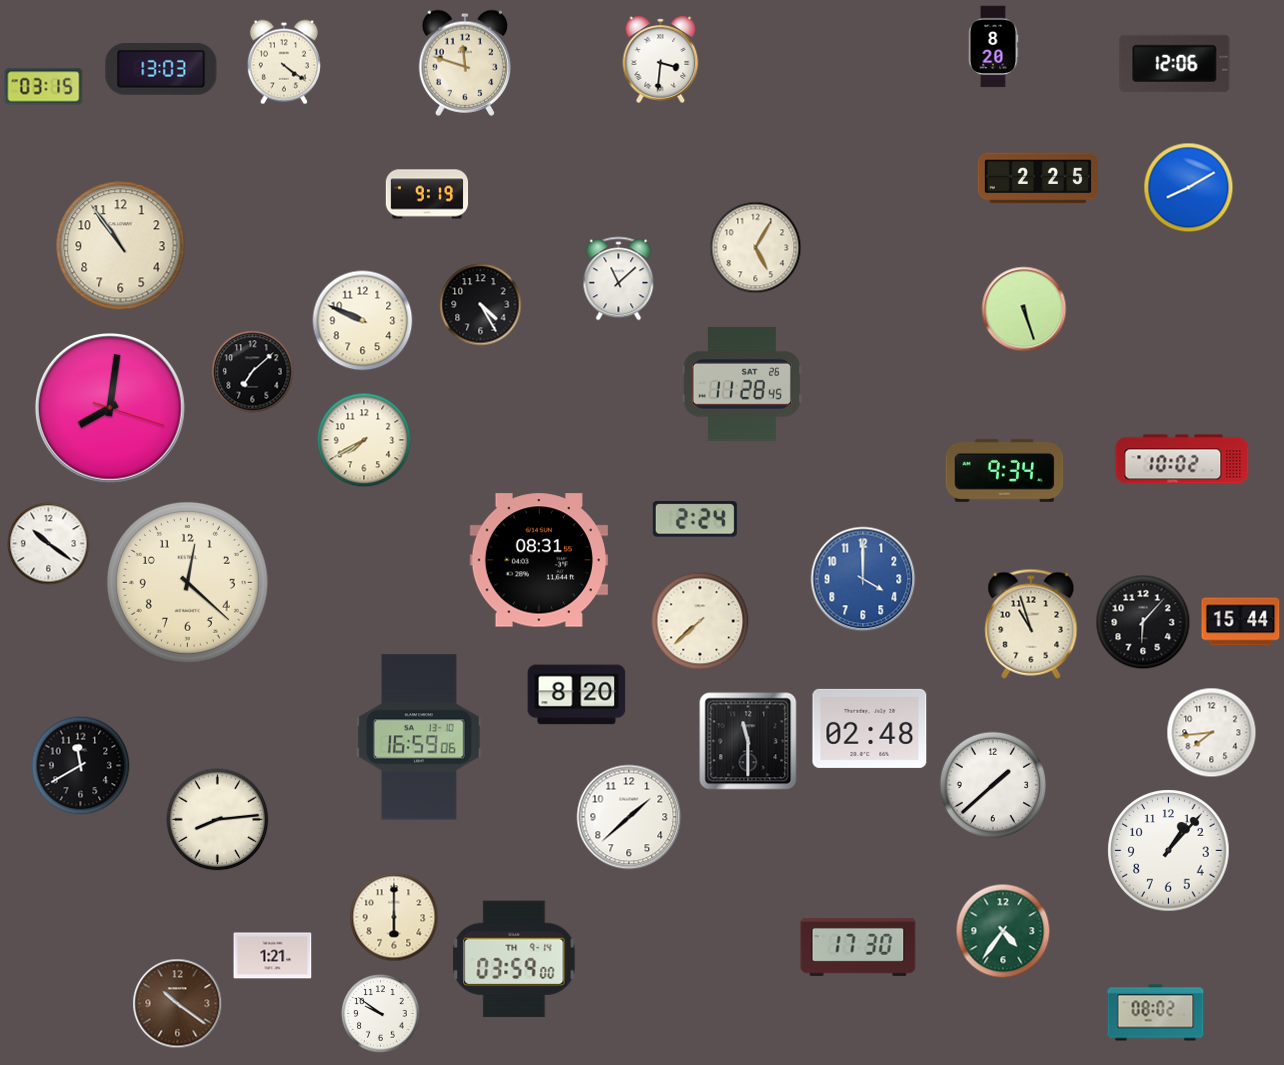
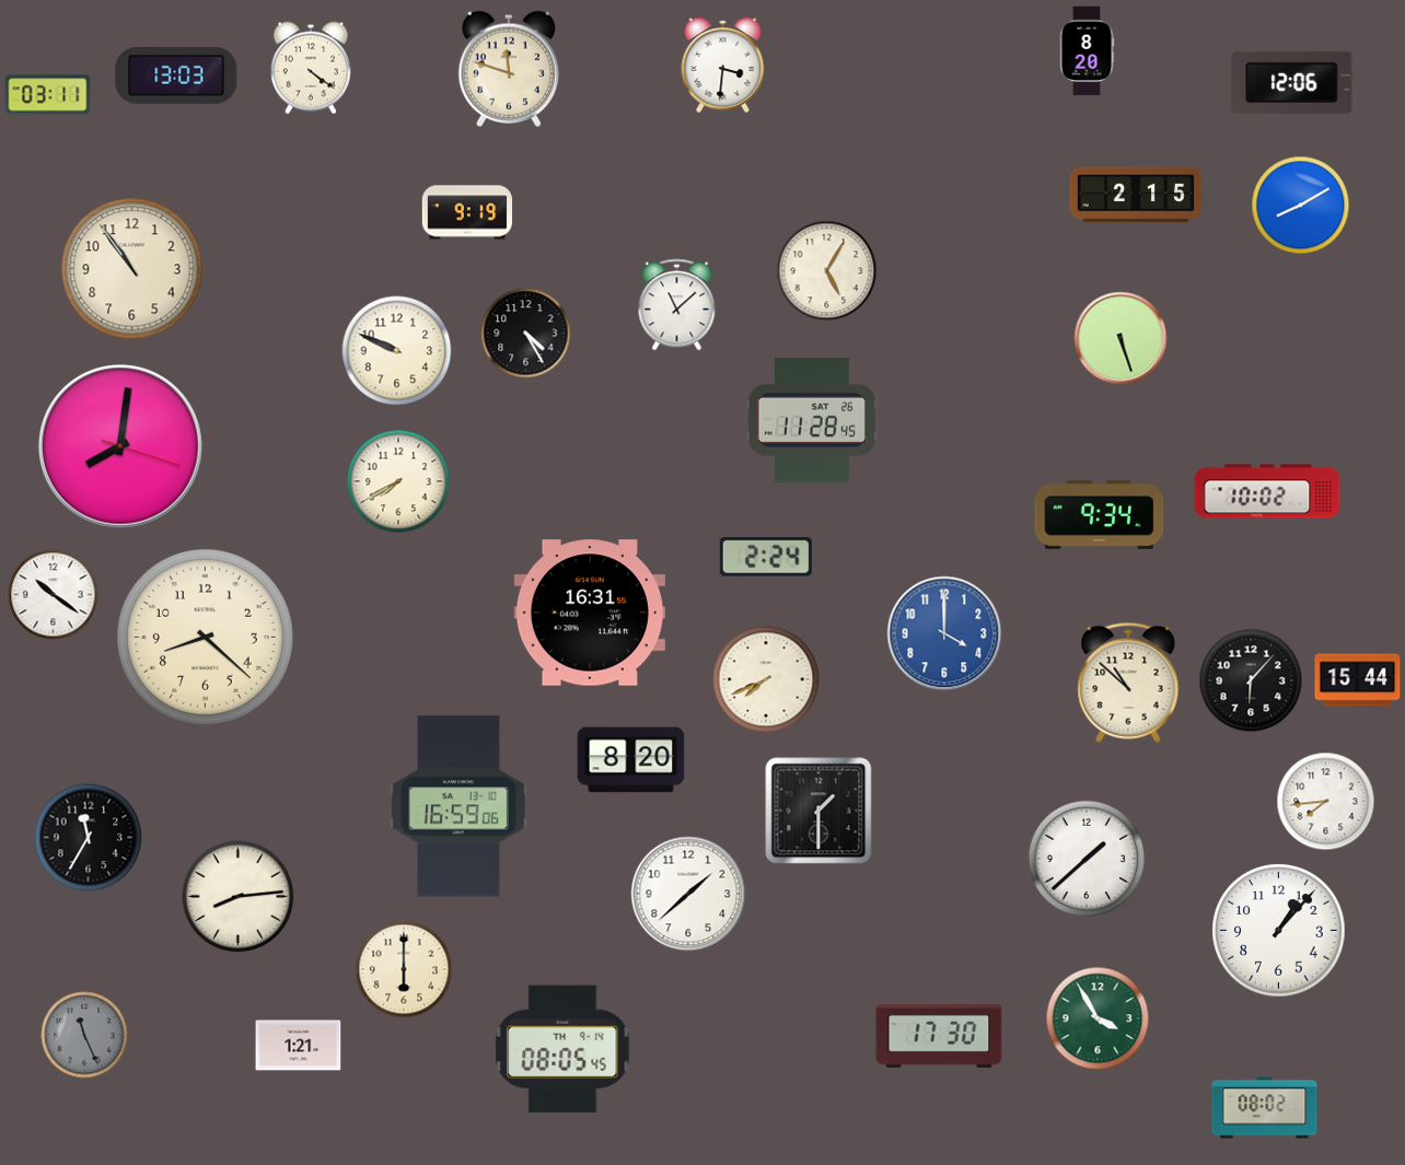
clock at (1175, 63) position: (1175, 63) -> (1292, 82)
clock at (44, 87): 03:15 -> 03:11
clock at (1038, 178): 2:25 -> 2:15
clock at (253, 372): 7:08 -> none
clock at (1182, 459) position: (1182, 459) -> (1267, 491)
clock at (695, 519) position: (695, 519) -> (766, 557)
clock at (539, 560): 08:31 -> 16:31
clock at (187, 582): 12:22 -> 8:22
clock at (700, 621): 7:38 -> 7:41
clock at (1031, 624): 10:57 -> 10:52
clock at (870, 728): 02:48 -> none
clock at (748, 741): 11:30 -> 1:30
clock at (81, 766): 11:40 -> 11:35
clock at (394, 917) position: (394, 917) -> (404, 969)
clock at (1003, 931): 4:36 -> 3:55
clock at (84, 1035): none -> 11:26
clock at (514, 959): 03:59 -> 08:05
clock at (178, 1004): 10:21 -> none
clock at (381, 1014): 9:51 -> none
